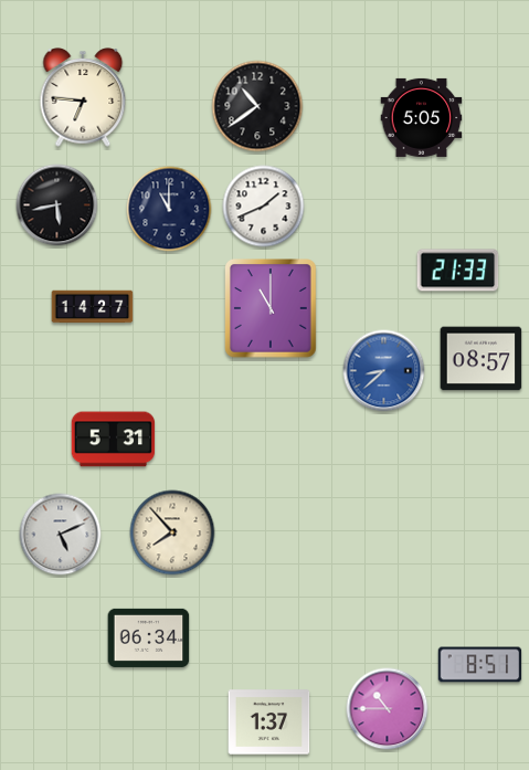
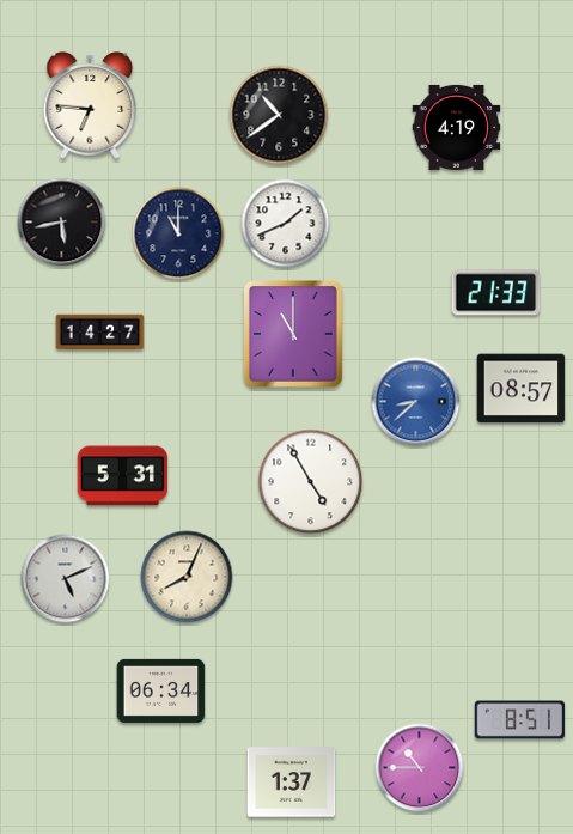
clock at (422, 117): 5:05 -> 4:19
clock at (169, 209) position: (169, 209) -> (178, 233)
clock at (311, 482): none -> 4:55
clock at (172, 532): 7:53 -> 8:04
